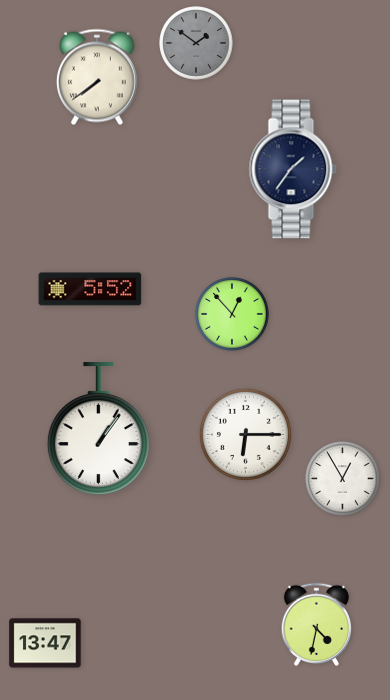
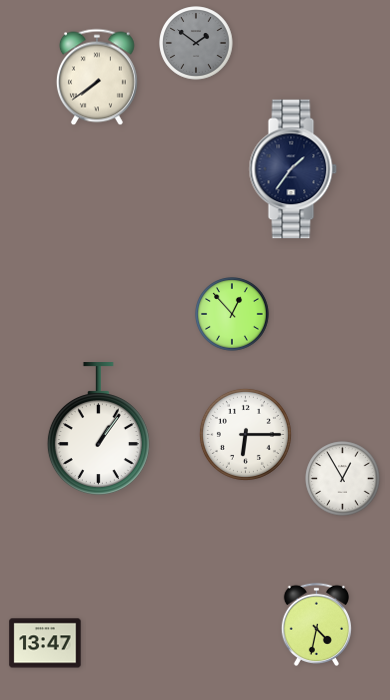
clock at (90, 289): 5:52 -> none
